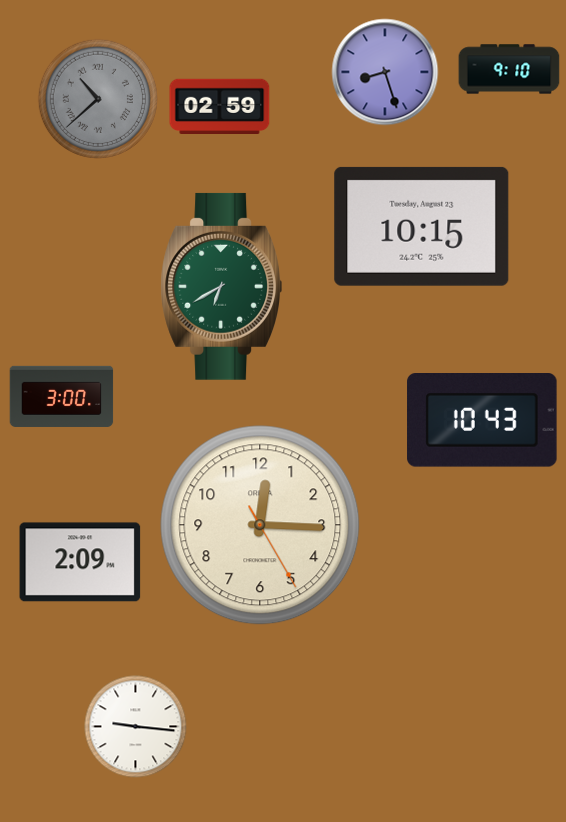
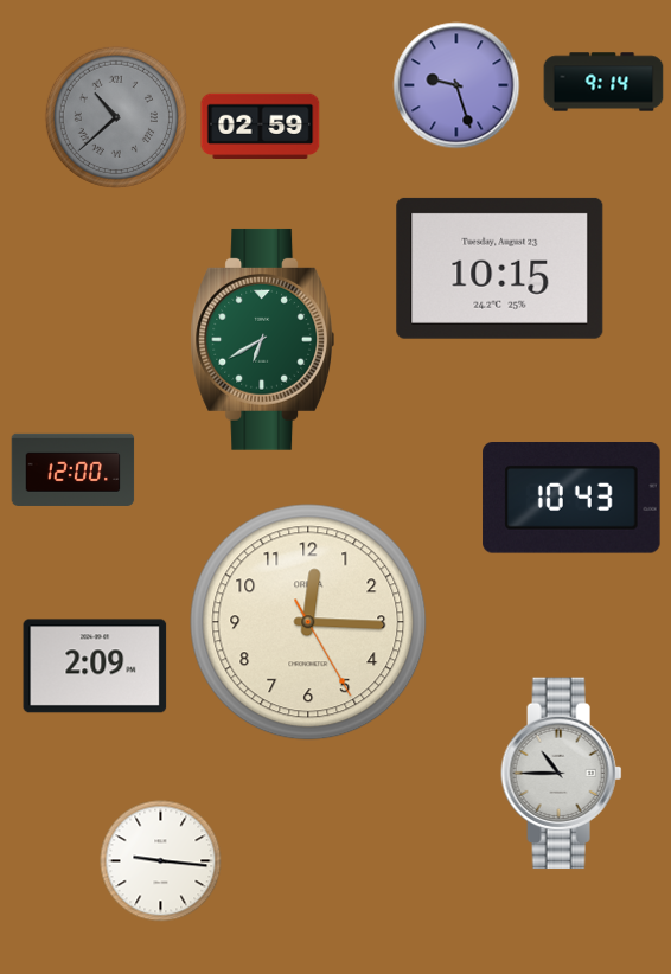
clock at (509, 69): 9:10 -> 9:14
clock at (385, 72): 8:27 -> 9:27
clock at (62, 396): 3:00 -> 12:00
clock at (562, 774): none -> 10:45
